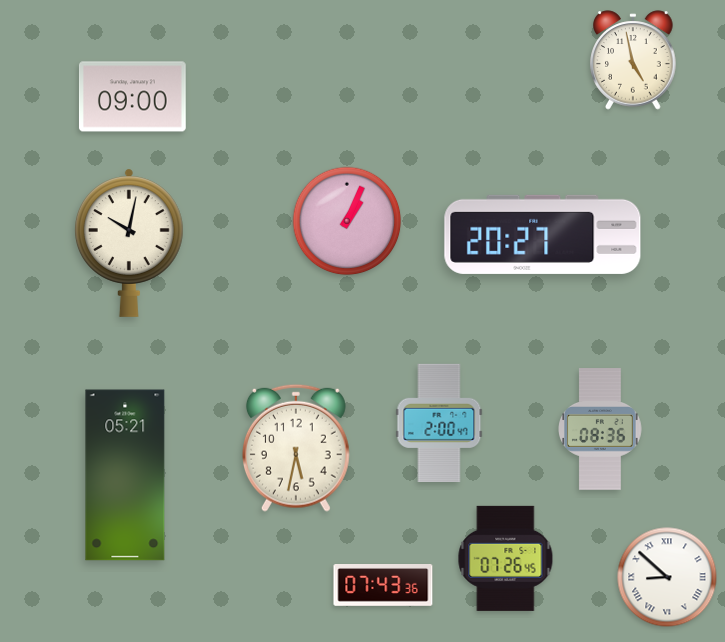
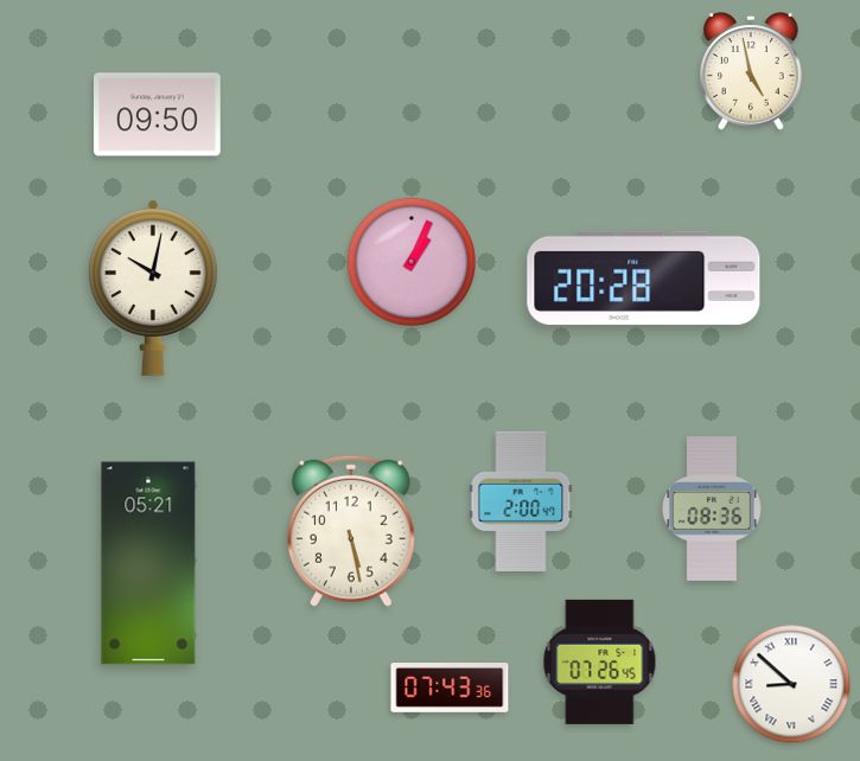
clock at (132, 97): 09:00 -> 09:50
clock at (543, 234): 20:27 -> 20:28
clock at (296, 448): 5:32 -> 5:28
clock at (383, 586) position: (383, 586) -> (450, 689)
